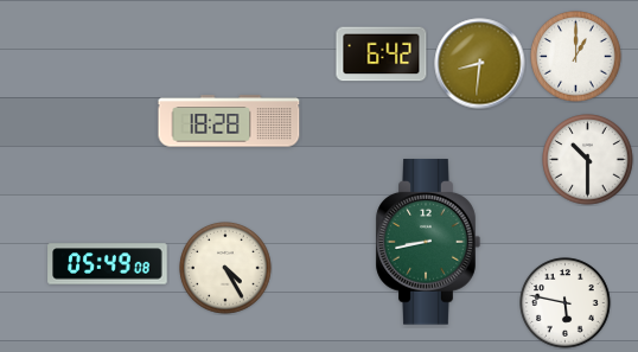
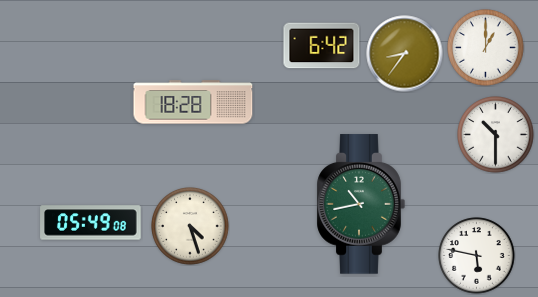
clock at (480, 64): 8:31 -> 8:36
clock at (428, 242): 8:43 -> 10:43
clock at (225, 268): 4:25 -> 4:27
